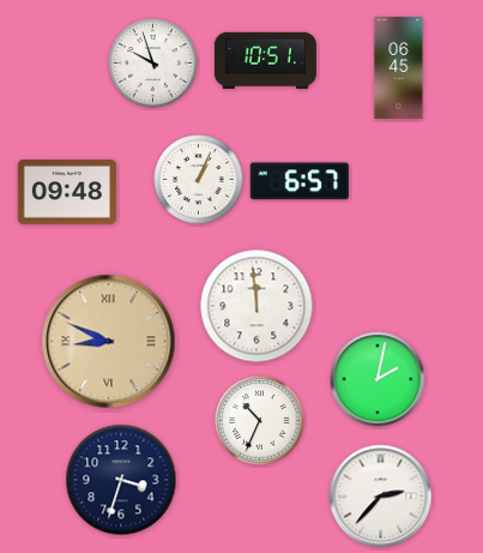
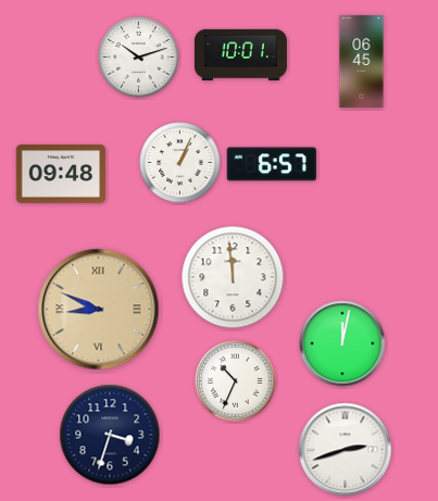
clock at (265, 61): 10:51 -> 10:01
clock at (153, 64): 9:57 -> 10:12
clock at (378, 379): 2:02 -> 12:02
clock at (381, 497): 2:37 -> 2:42
